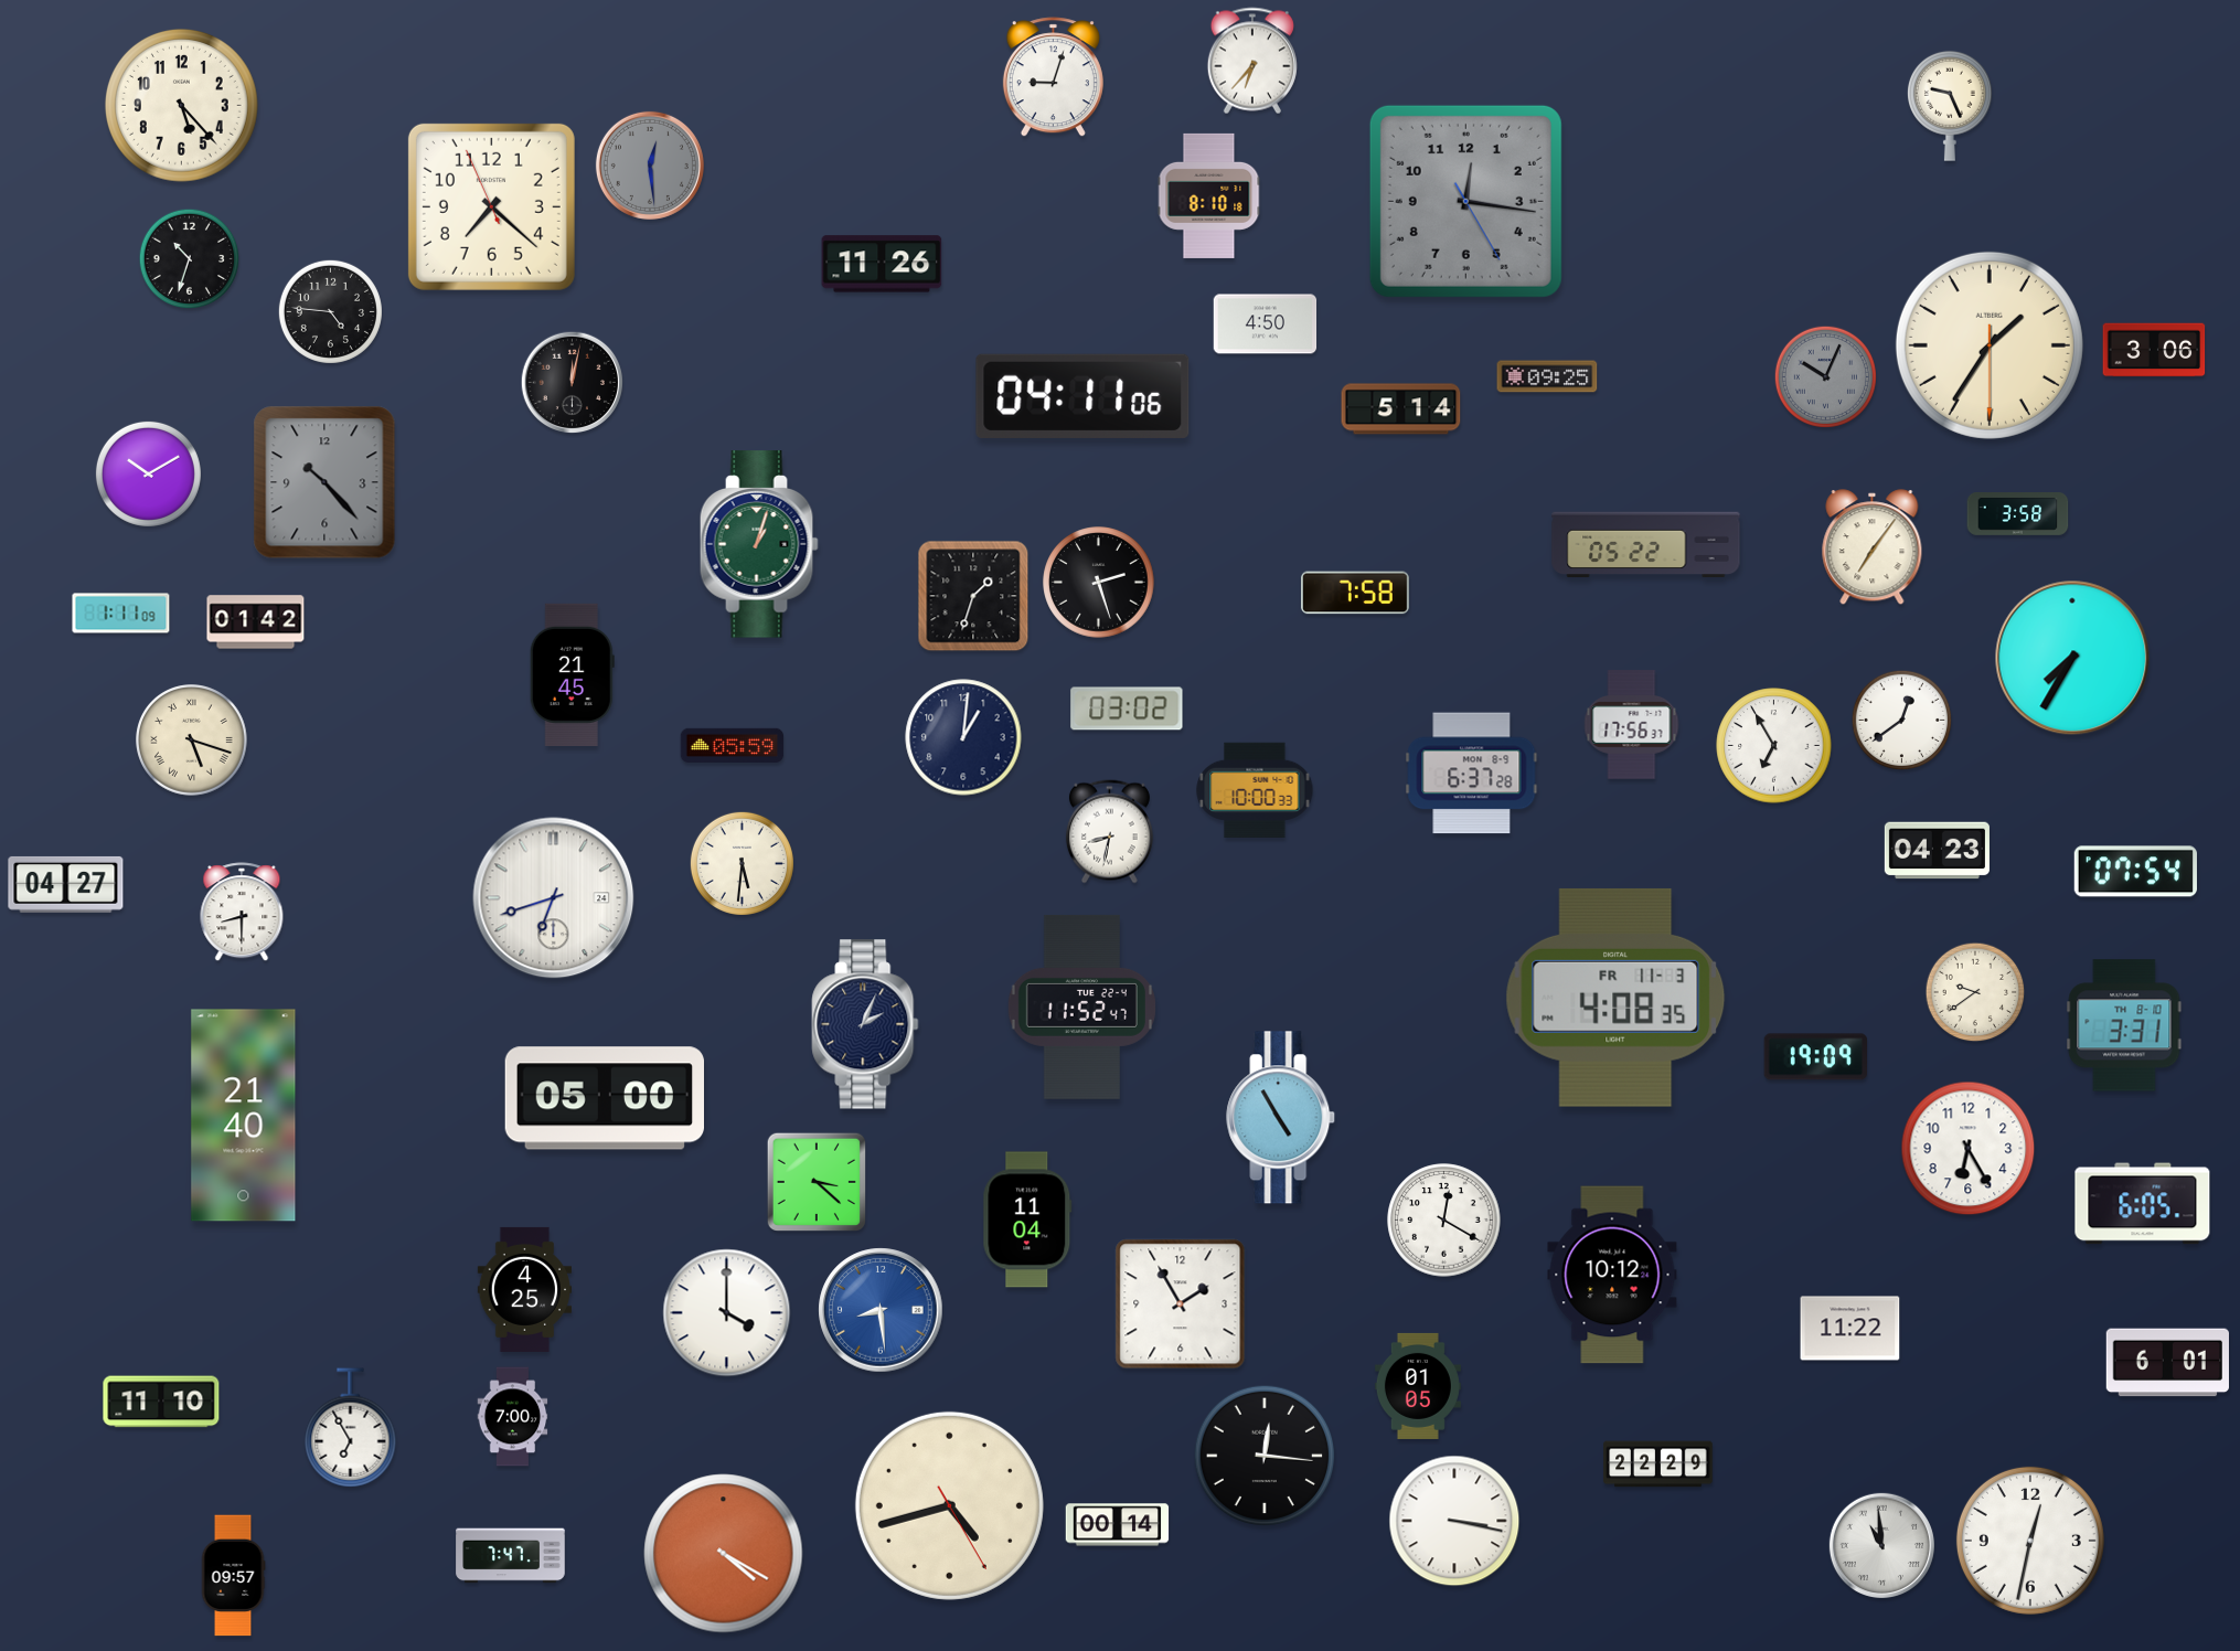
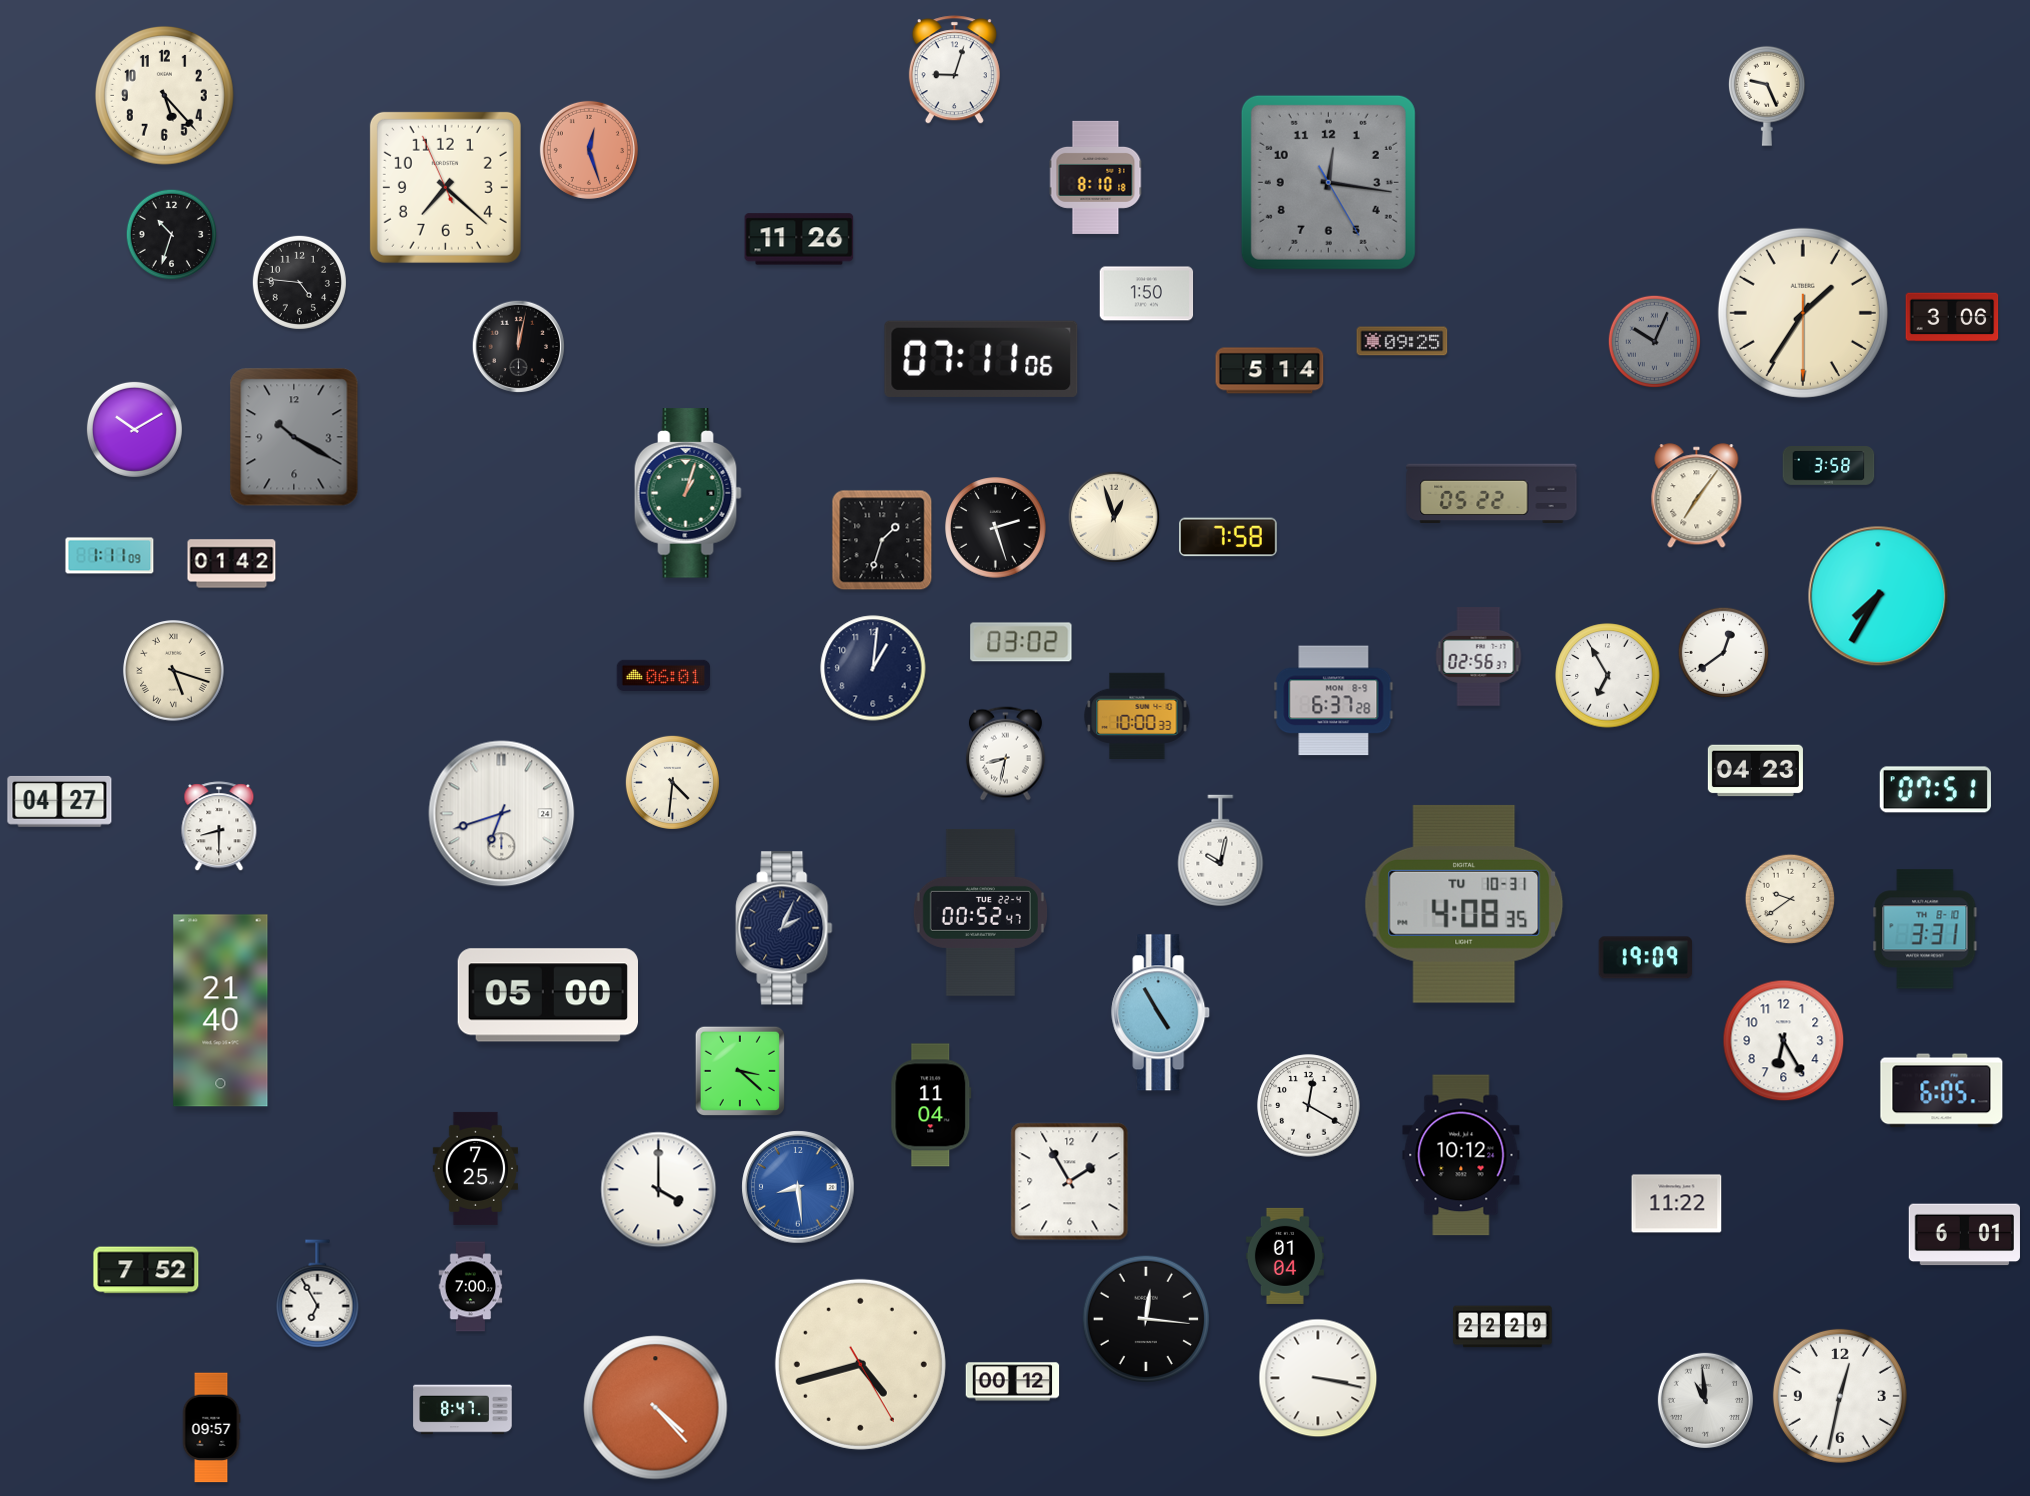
clock at (1252, 61): 6:37 -> none
clock at (650, 166): 12:29 -> 12:27
clock at (650, 166) dial: grey -> salmon
clock at (1266, 324): 4:50 -> 1:50
clock at (1082, 396): 04:11 -> 07:11
clock at (324, 482): 10:23 -> 10:20
clock at (1114, 517): none -> 12:57
clock at (572, 674): 21:45 -> none
clock at (1632, 725): 17:56 -> 02:56
clock at (733, 745): 05:59 -> 06:01
clock at (742, 863): 5:31 -> 4:31
clock at (2135, 872): 07:54 -> 07:51
clock at (1221, 851): none -> 10:02
clock at (1615, 998) date: FR 11-3 -> TU 10-31
clock at (1081, 1006): 11:52 -> 00:52
clock at (524, 1289): 4:25 -> 7:25
clock at (1418, 1386): 01:05 -> 01:04
clock at (161, 1402): 11:10 -> 7:52
clock at (513, 1417) position: (513, 1417) -> (471, 1287)
clock at (1118, 1525): 00:14 -> 00:12
clock at (724, 1554): 4:20 -> 4:23
clock at (511, 1556): 7:47 -> 8:47
